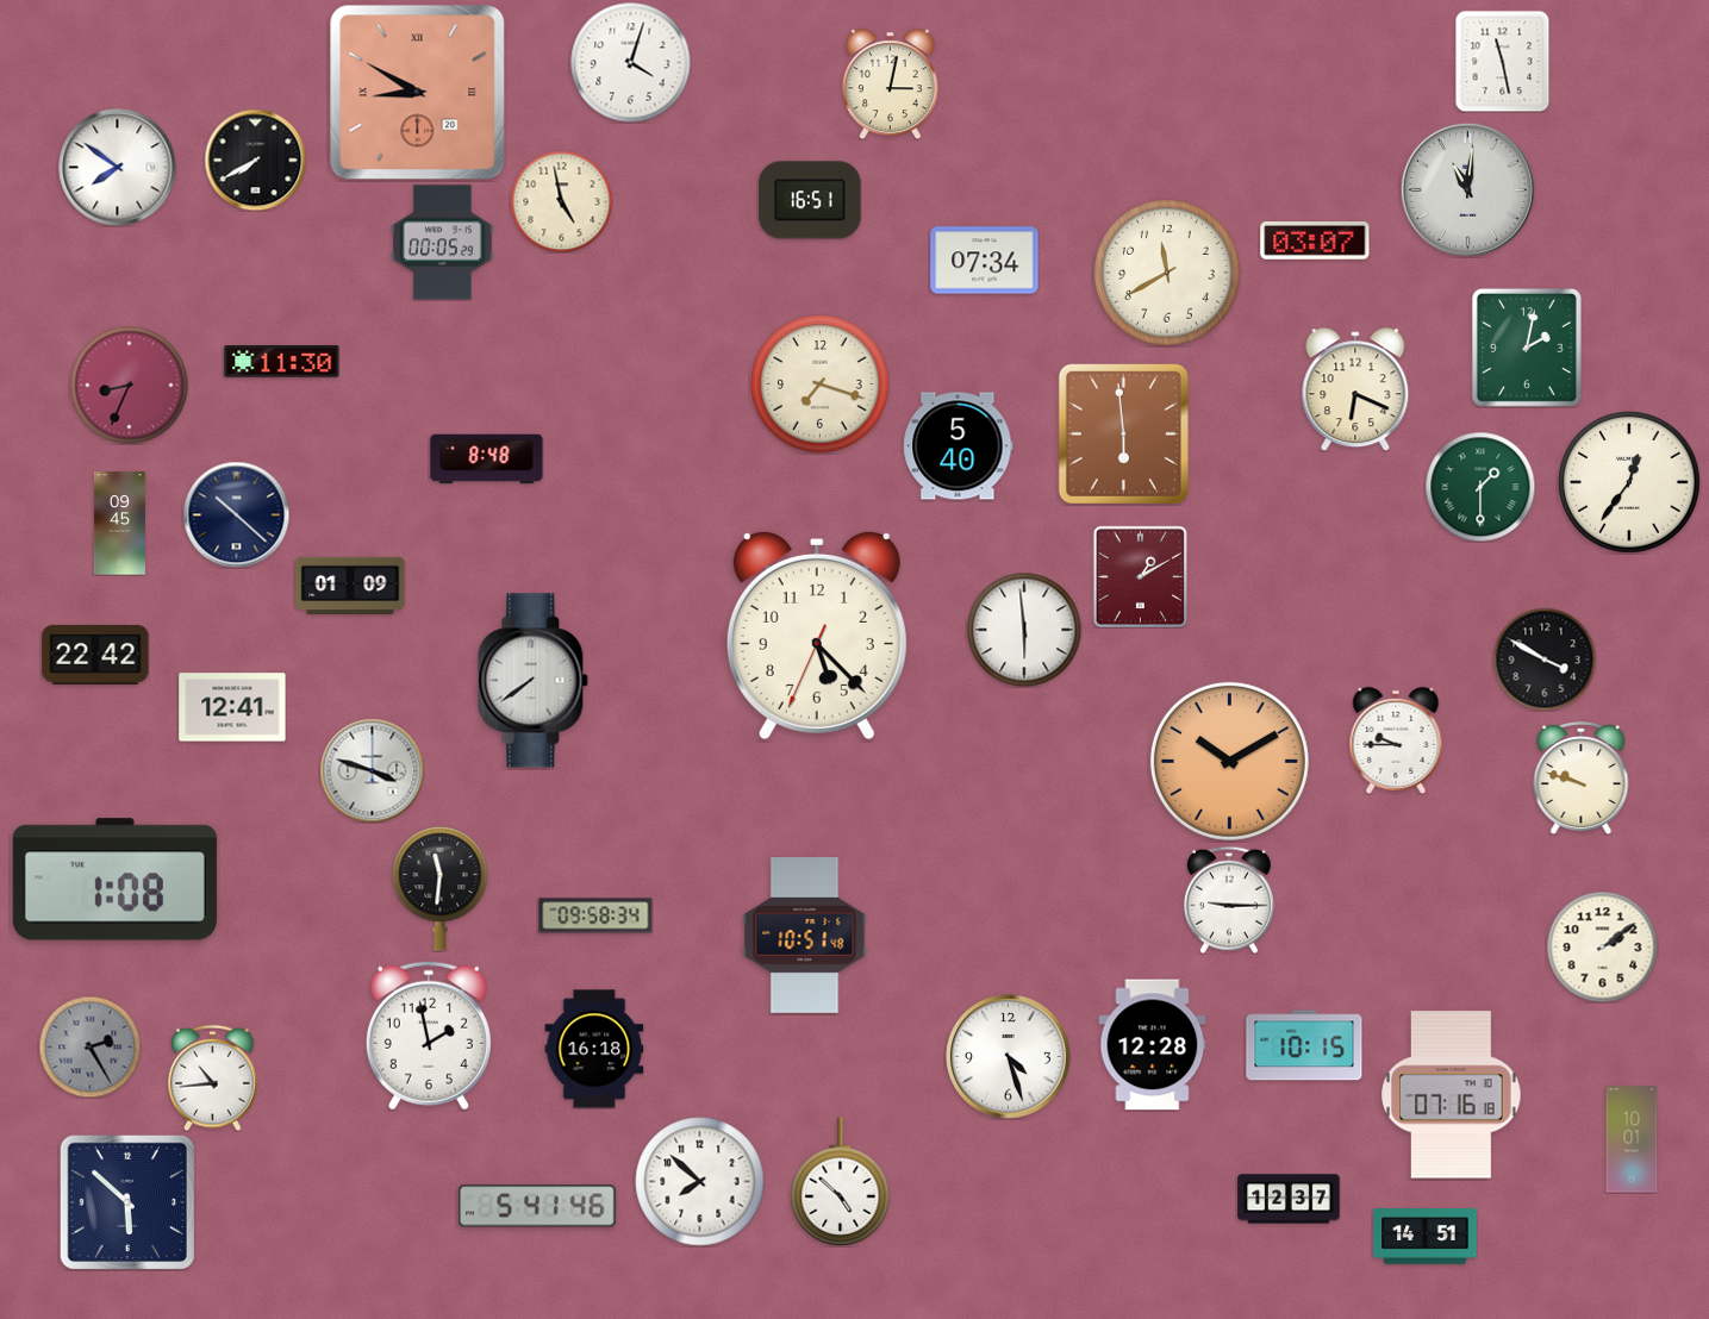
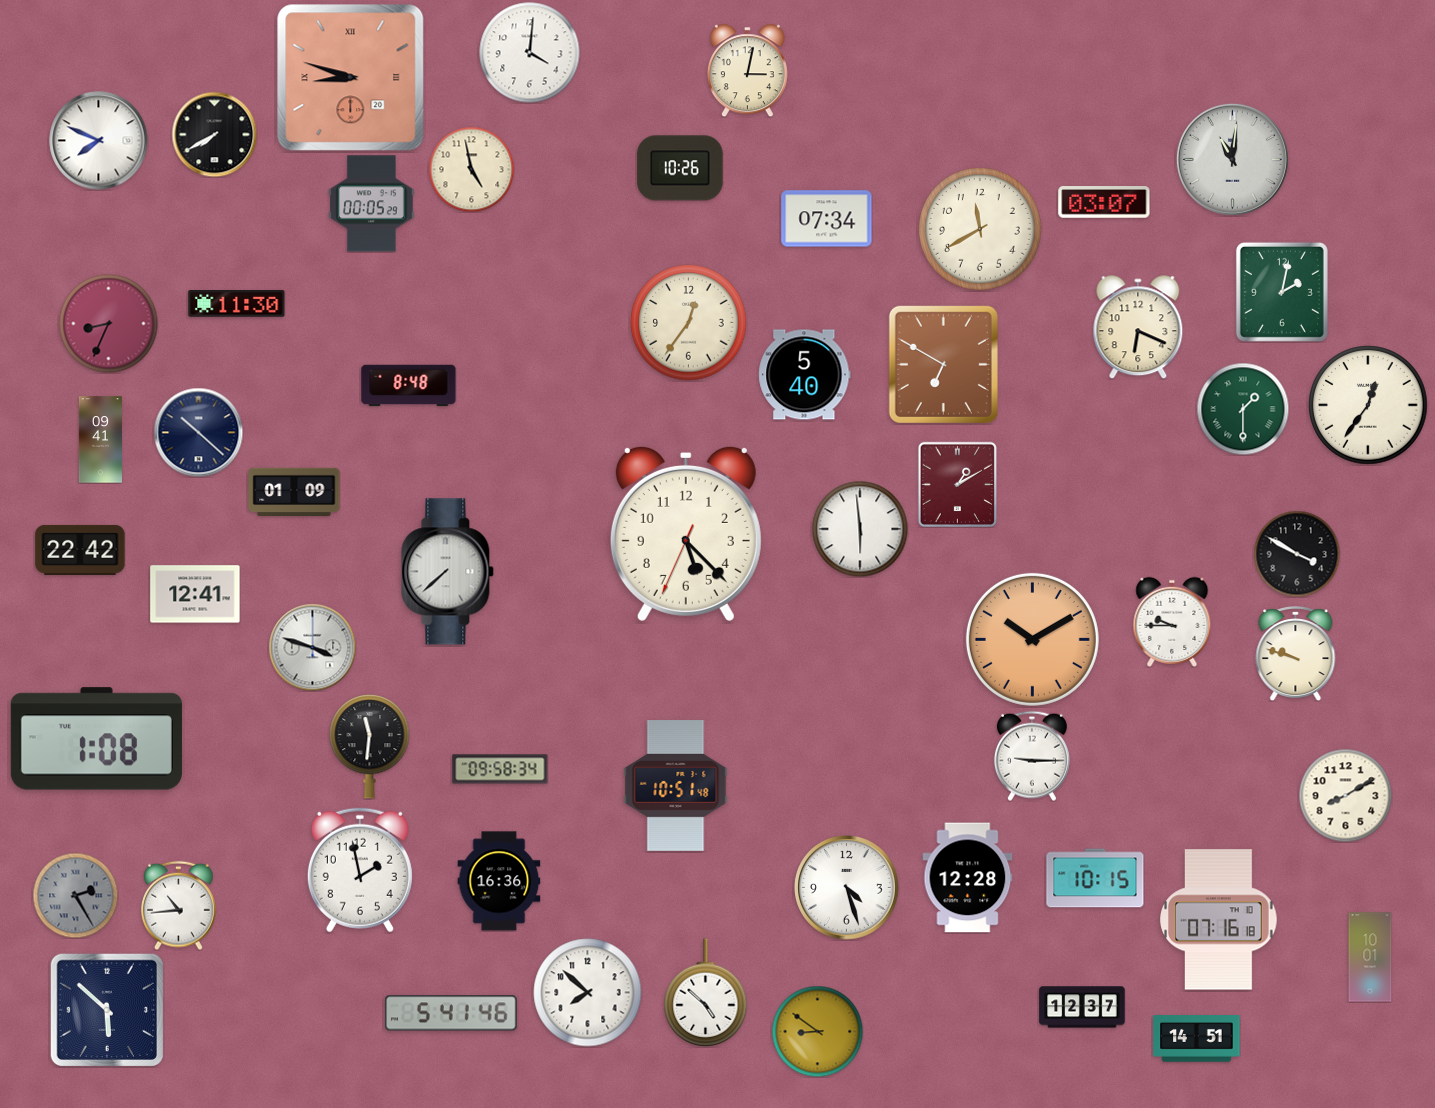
clock at (1503, 61): 11:28 -> none
clock at (631, 63): 4:03 -> 4:01
clock at (418, 93): 8:50 -> 8:48
clock at (118, 168): 7:51 -> 7:49
clock at (810, 200): 16:51 -> 10:26
clock at (821, 385): 7:18 -> 12:36
clock at (1123, 433): 5:59 -> 6:50
clock at (119, 524): 09:45 -> 09:41
clock at (534, 681): 7:39 -> 7:38
clock at (1582, 779) position: (1582, 779) -> (1296, 654)
clock at (1602, 946): 2:09 -> 8:10
clock at (89, 1046) position: (89, 1046) -> (75, 895)
clock at (594, 1049): 16:18 -> 16:36
clock at (817, 1031): none -> 8:51
